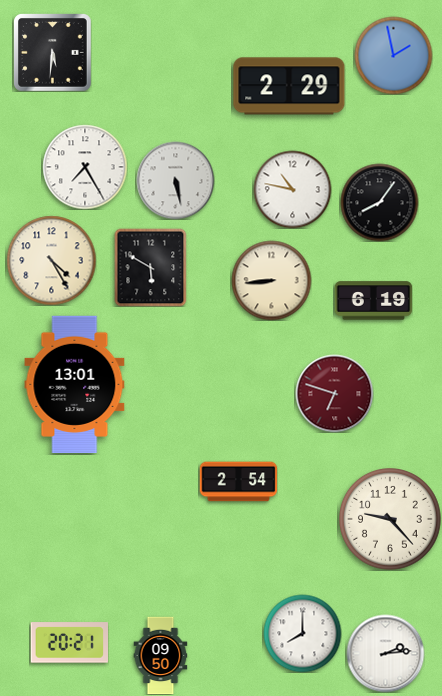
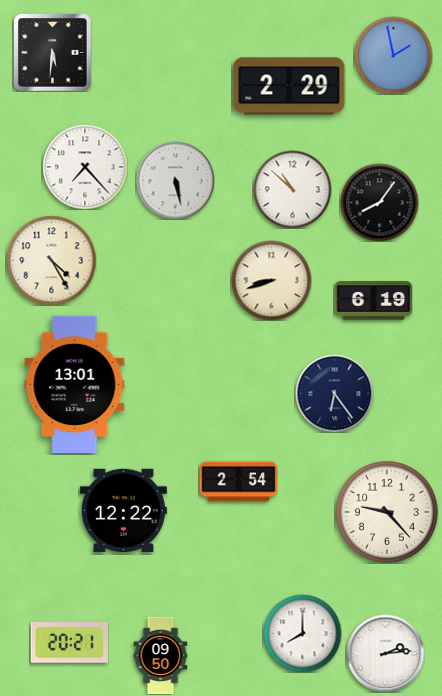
clock at (85, 167): 7:25 -> 7:23
clock at (292, 189): 10:47 -> 10:52
clock at (151, 267): 5:50 -> none
clock at (271, 280): 8:44 -> 8:42
clock at (334, 393): 6:48 -> 6:24
clock at (334, 393) dial: burgundy -> navy
clock at (123, 510): none -> 12:22
clock at (391, 520) position: (391, 520) -> (388, 513)
